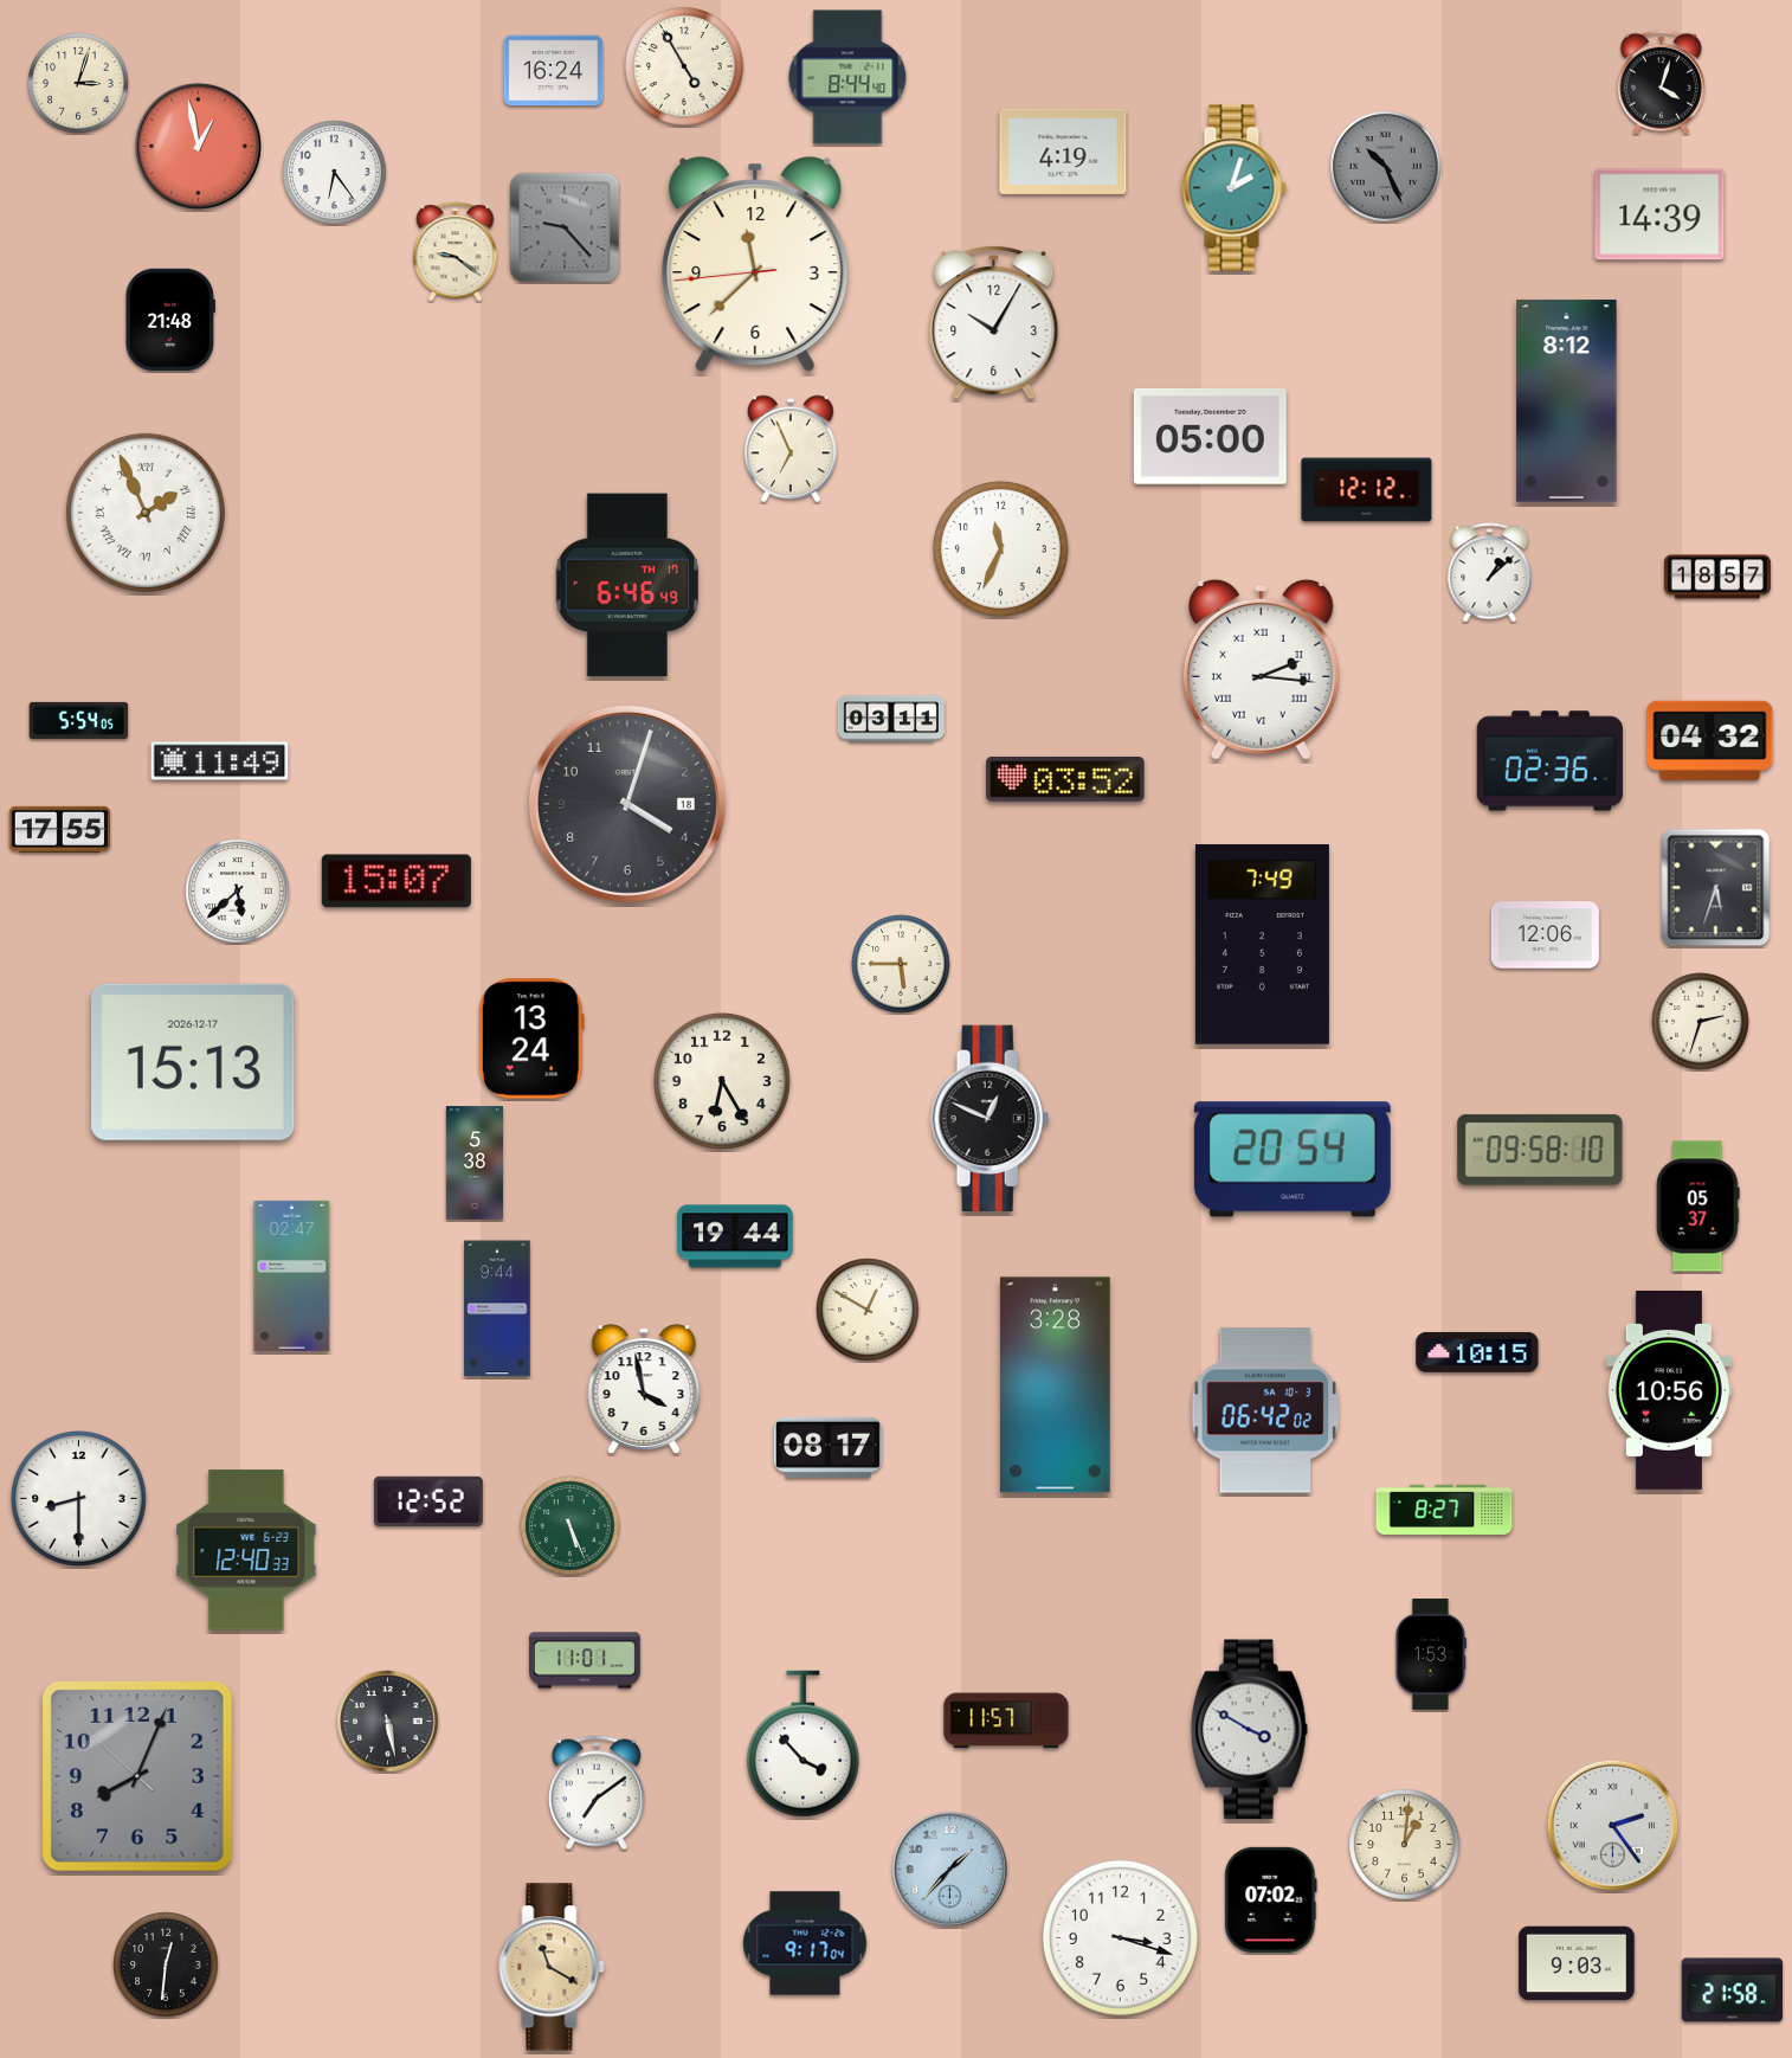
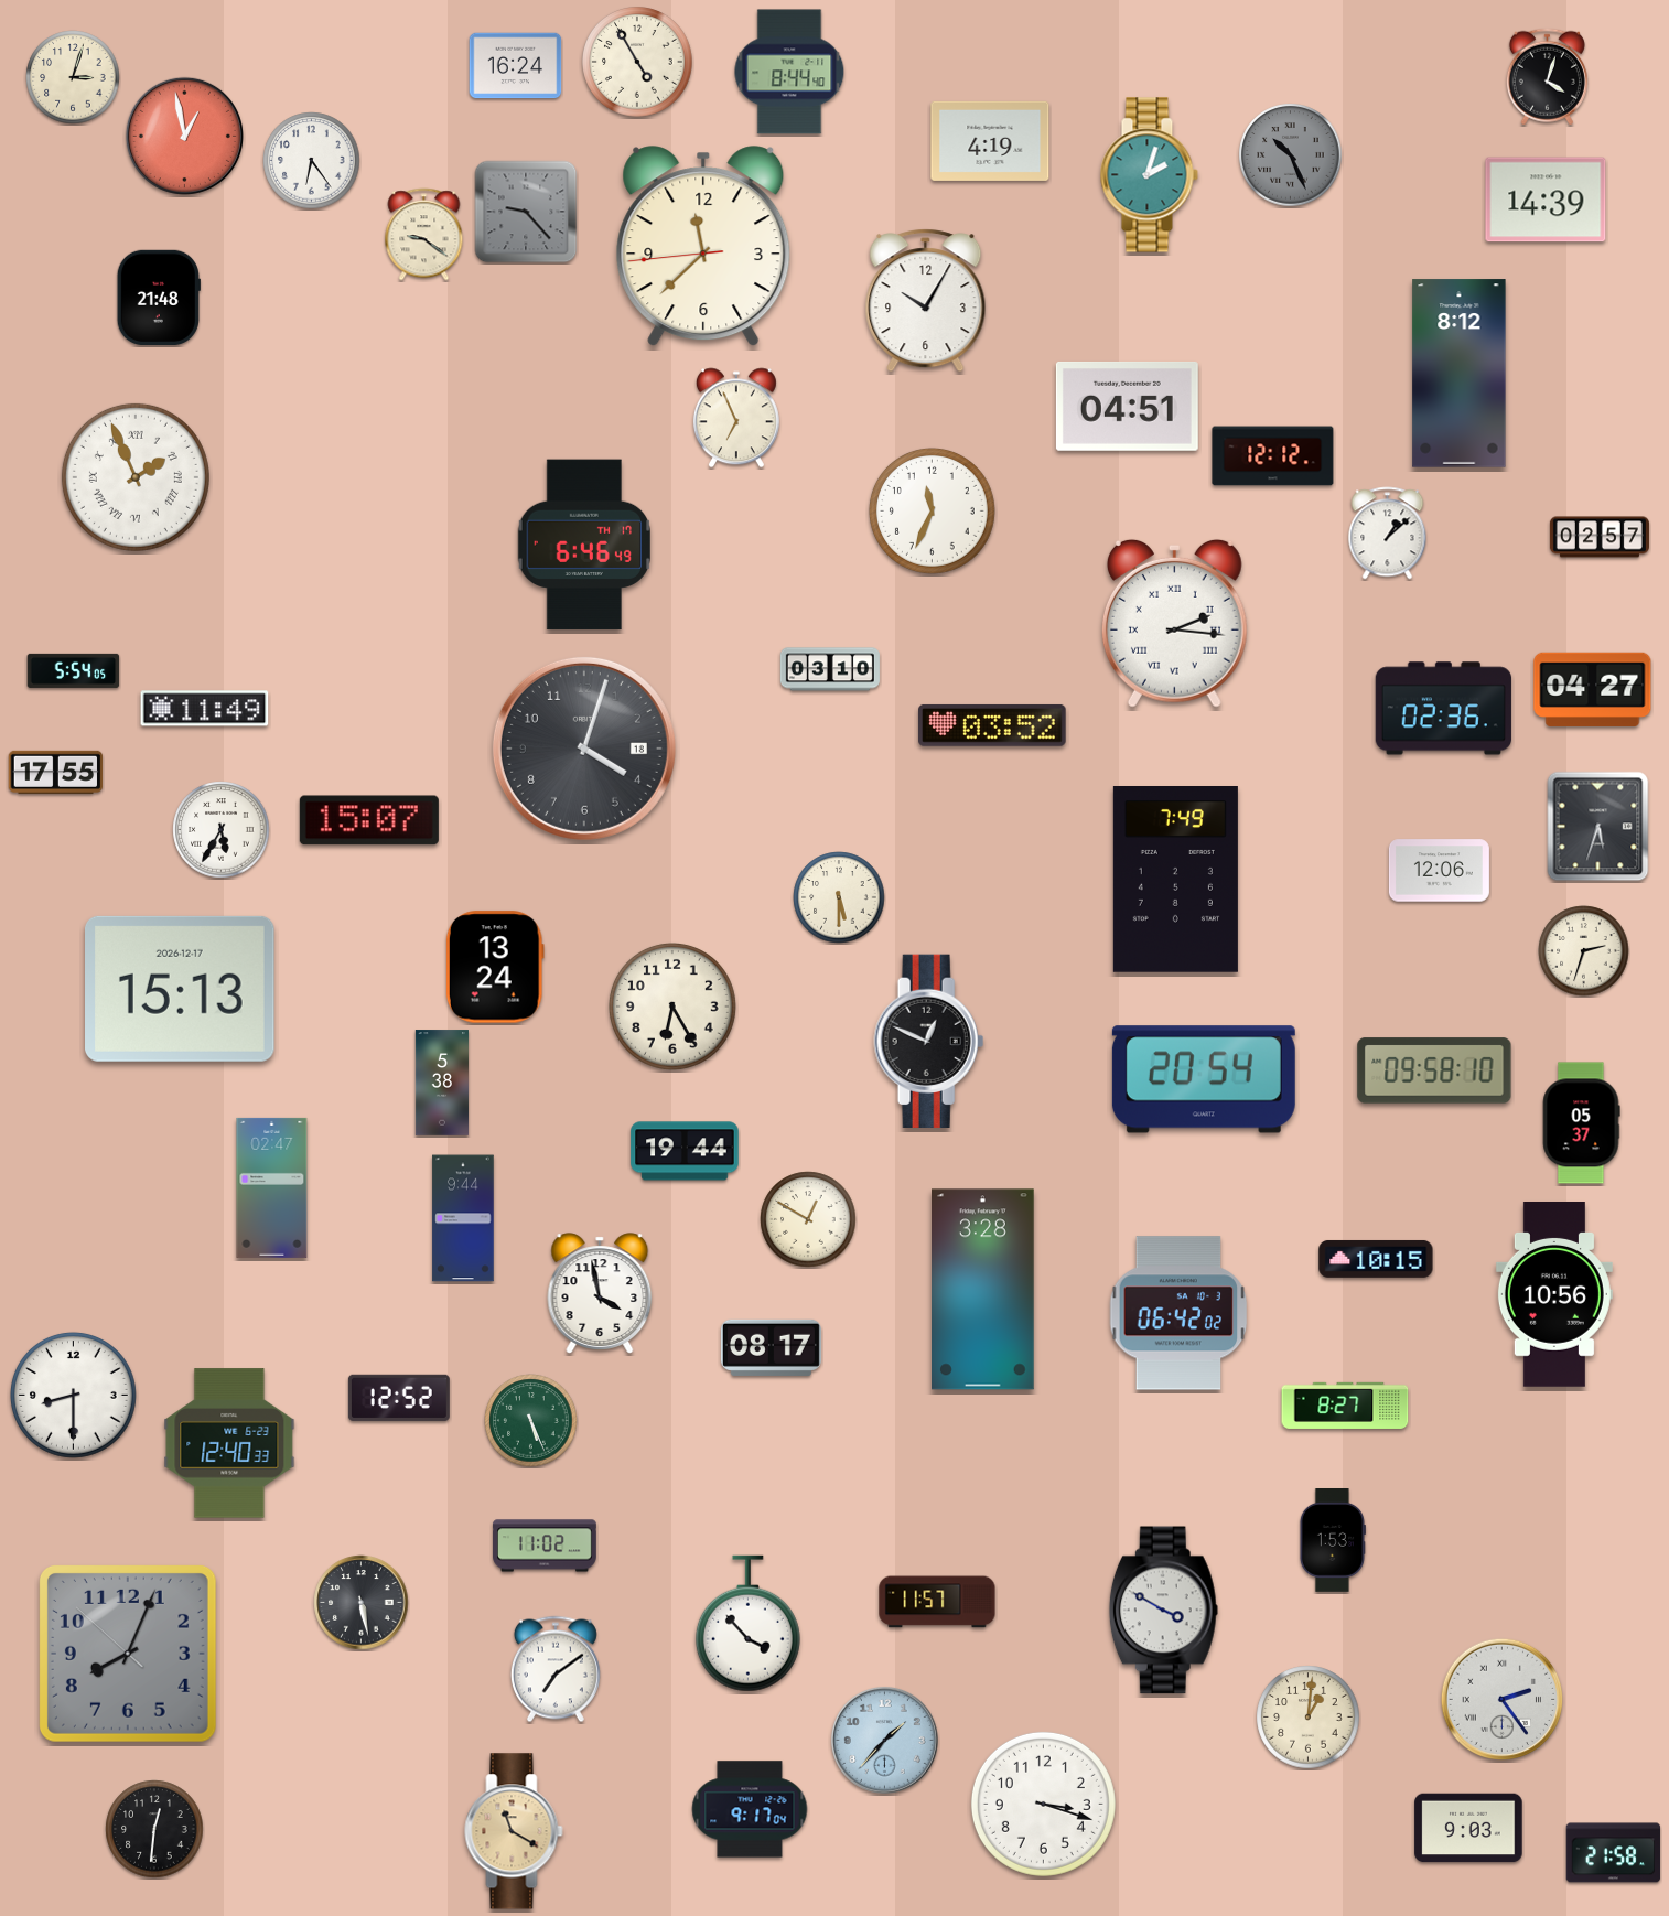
clock at (1210, 437): 05:00 -> 04:51
clock at (1717, 577): 18:57 -> 02:57
clock at (891, 719): 03:11 -> 03:10
clock at (1710, 740): 04:32 -> 04:27
clock at (238, 892): 5:38 -> 5:35
clock at (901, 964): 5:45 -> 5:30
clock at (991, 1118) position: (991, 1118) -> (929, 1041)
clock at (586, 1660): 11:01 -> 11:02
clock at (1271, 1899): 07:02 -> none
